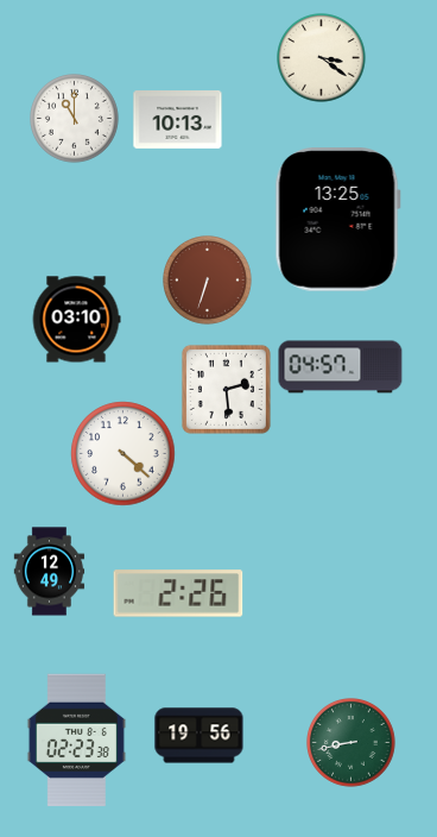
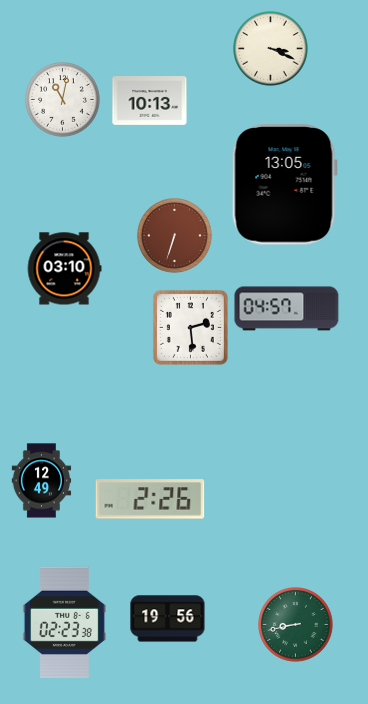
clock at (322, 58): 3:21 -> 3:19
clock at (75, 119): 11:00 -> 11:02
clock at (337, 220): 13:25 -> 13:05
clock at (123, 454): 4:22 -> none
